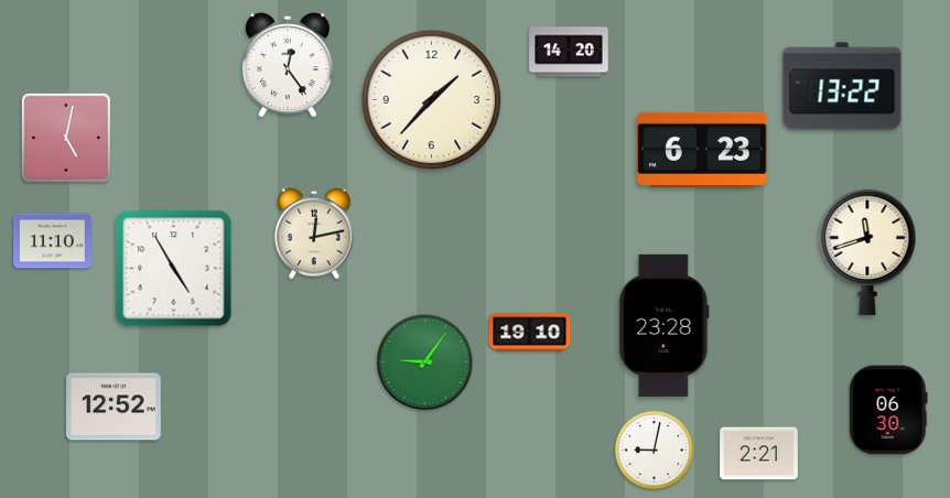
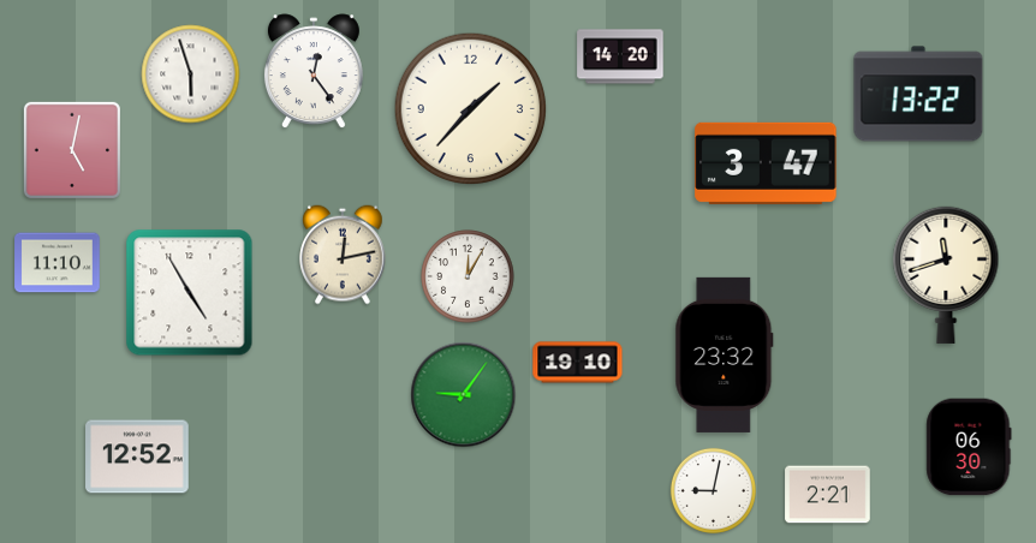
clock at (191, 74): none -> 5:57
clock at (702, 150): 6:23 -> 3:47
clock at (468, 276): none -> 12:05
clock at (665, 325): 23:28 -> 23:32
clock at (114, 407) position: (114, 407) -> (137, 457)
